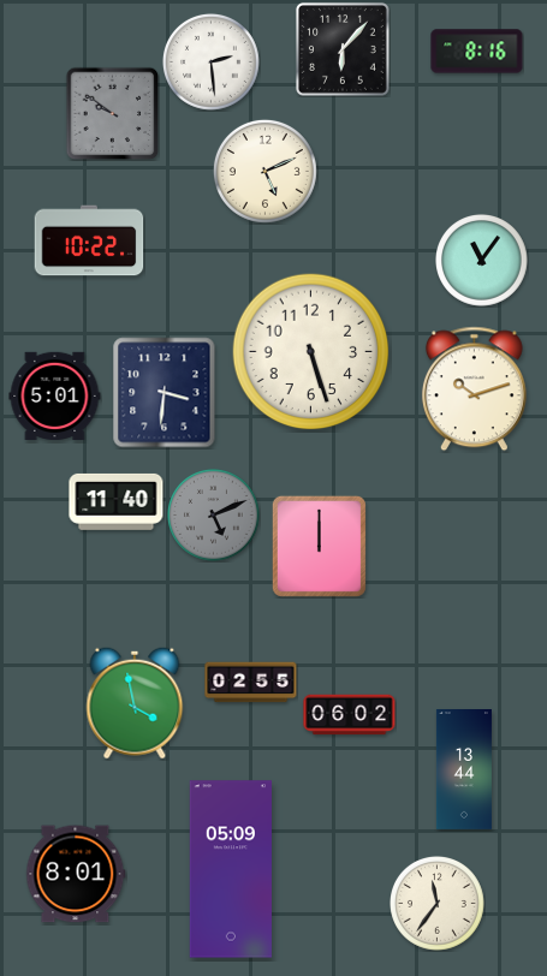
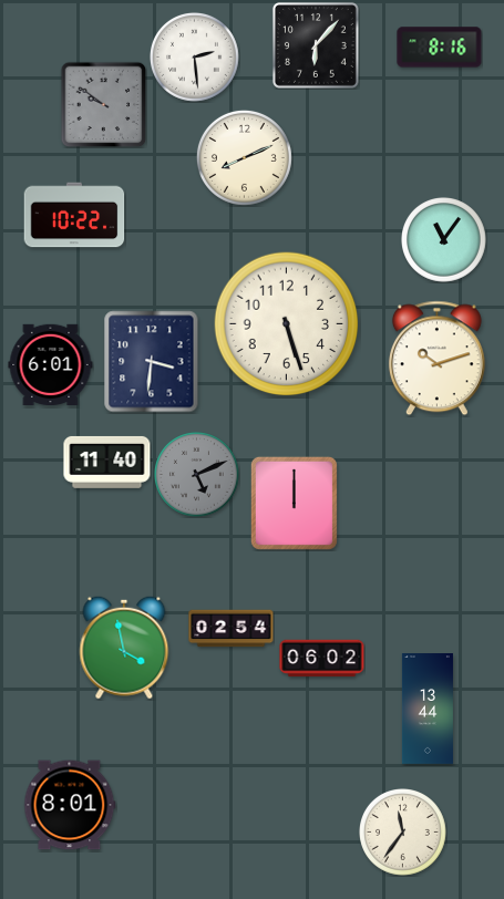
clock at (264, 171): 5:11 -> 8:11
clock at (89, 240) position: (89, 240) -> (74, 215)
clock at (55, 395): 5:01 -> 6:01
clock at (251, 683): 02:55 -> 02:54
clock at (231, 869): 05:09 -> none
